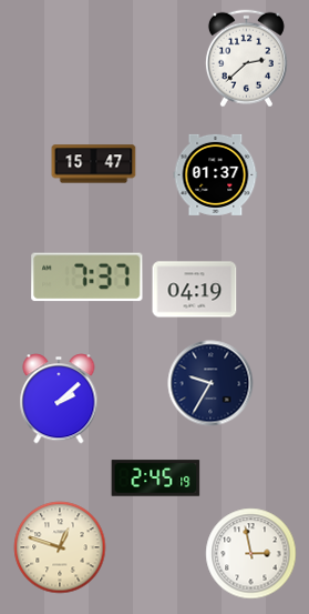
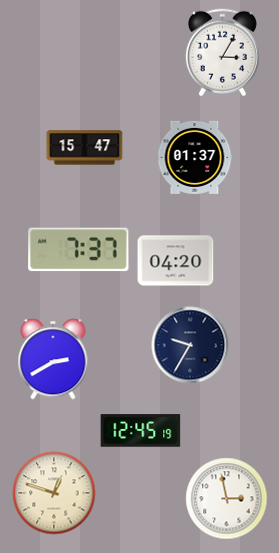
clock at (246, 59): 2:38 -> 3:05
clock at (195, 290): 04:19 -> 04:20
clock at (59, 399): 2:08 -> 2:40
clock at (156, 479): 2:45 -> 12:45
